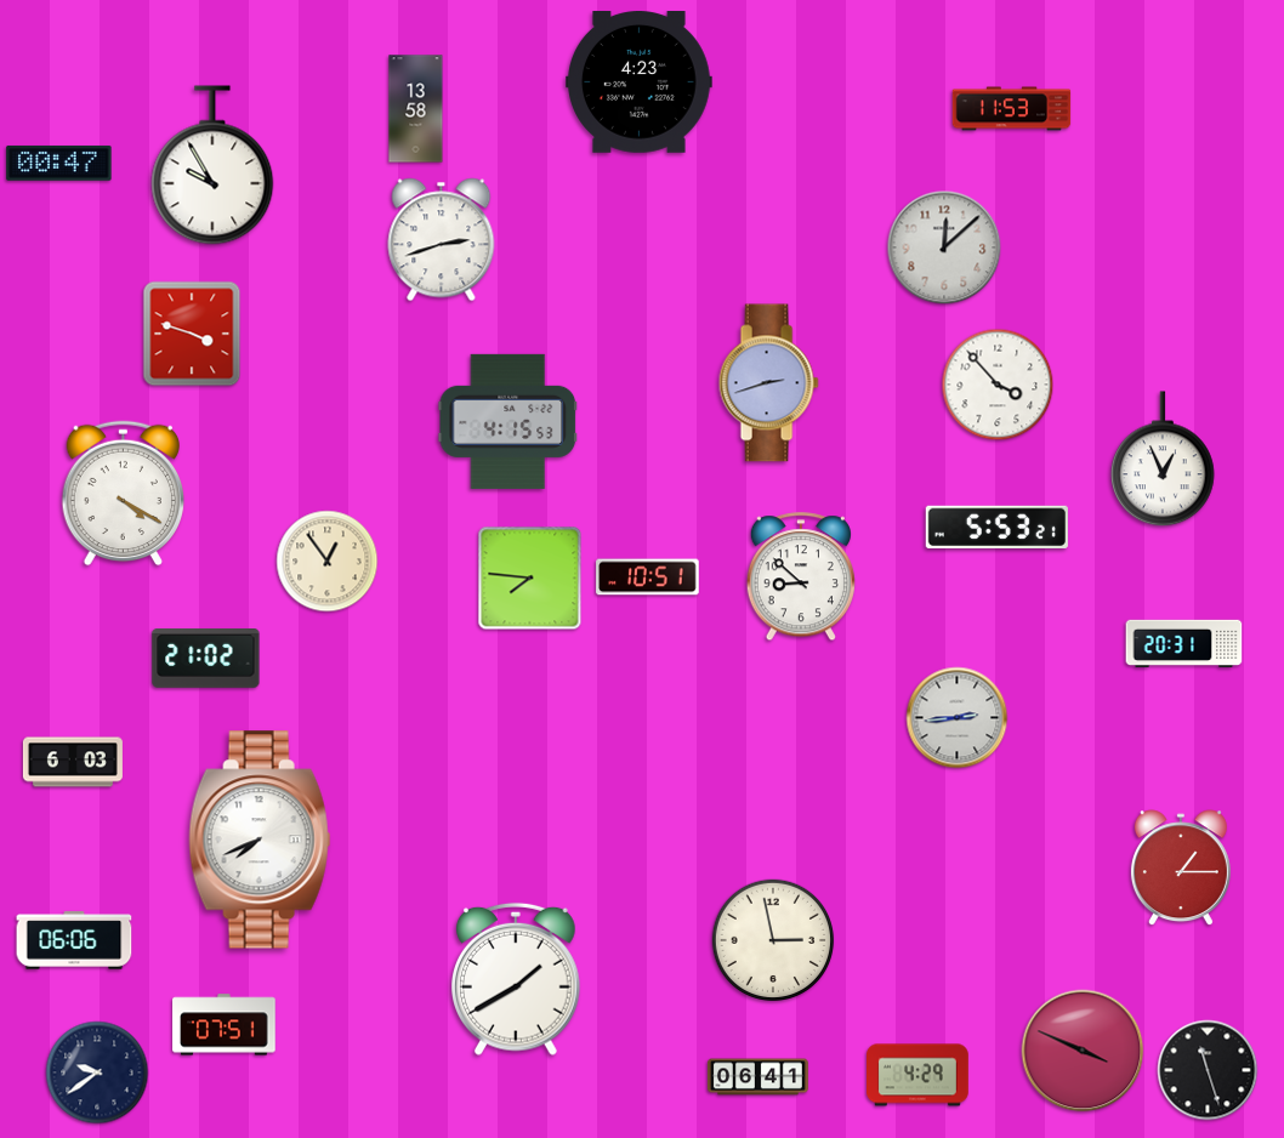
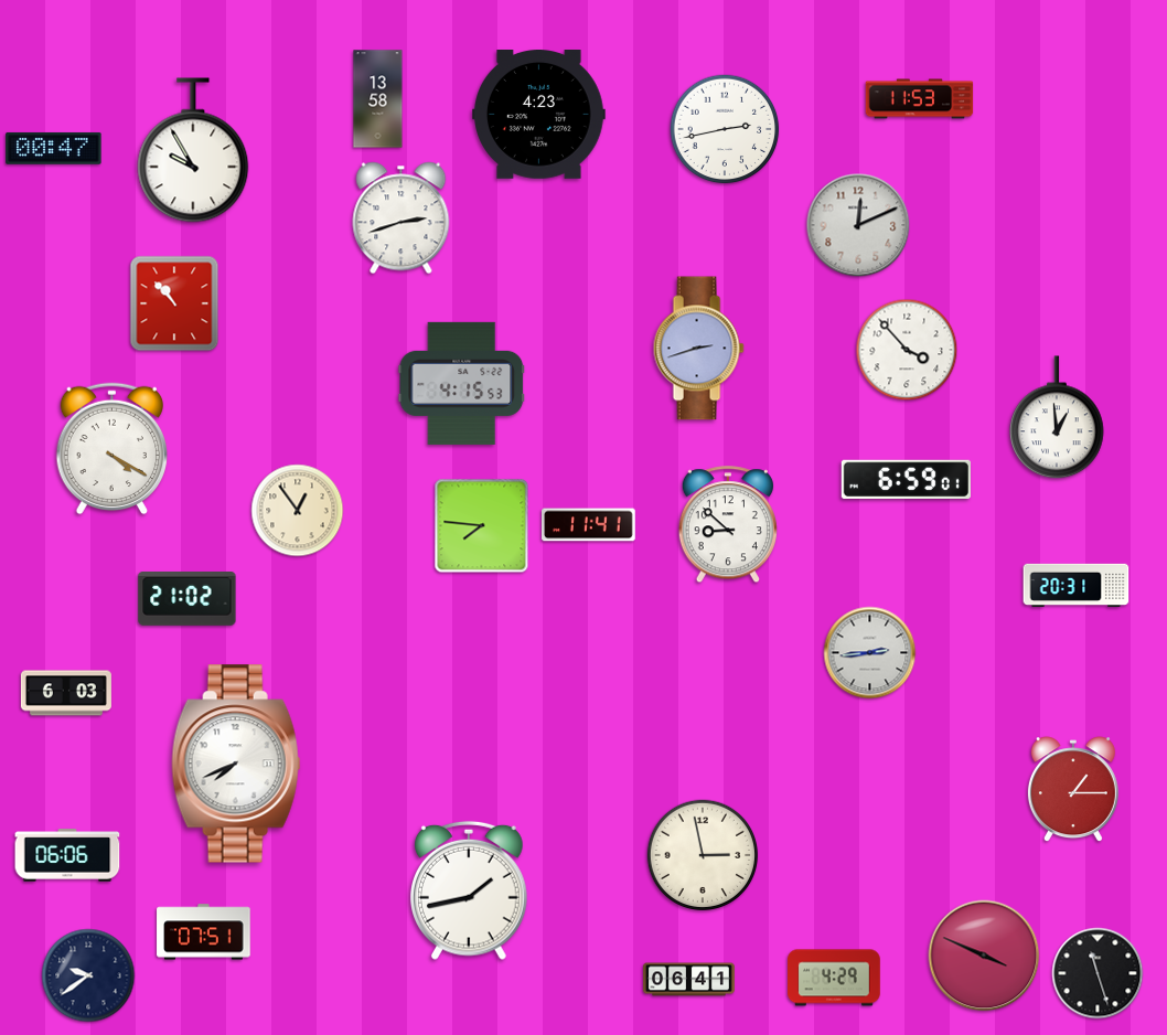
clock at (640, 82) position: (640, 82) -> (539, 115)
clock at (725, 129): none -> 2:43
clock at (944, 247): 12:08 -> 12:11
clock at (192, 334): 3:48 -> 10:53
clock at (1163, 460): 12:56 -> 12:59
clock at (996, 527): 5:53 -> 6:59
clock at (648, 577): 10:51 -> 11:41
clock at (517, 979): 1:40 -> 1:43
